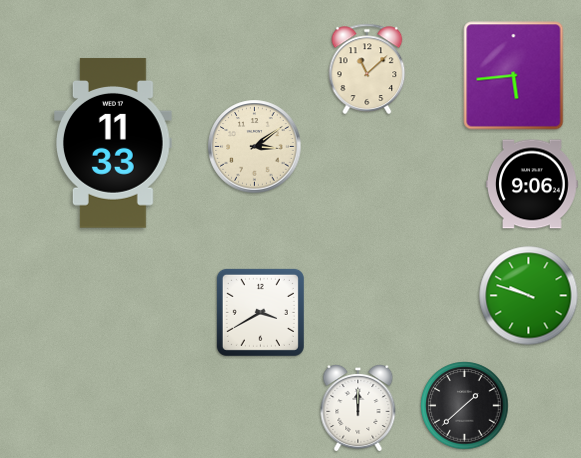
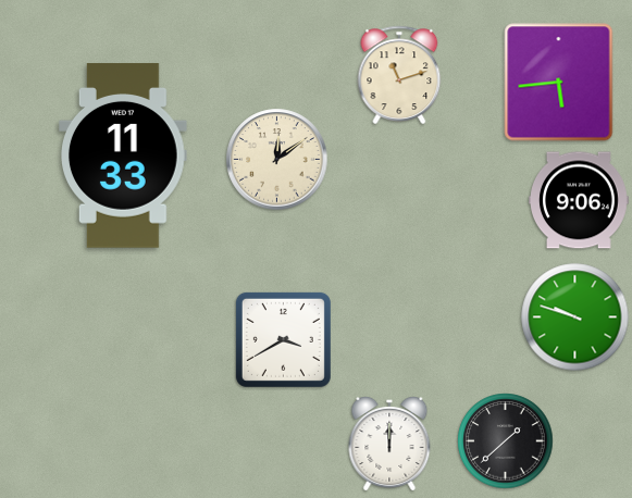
clock at (367, 69): 11:08 -> 11:12
clock at (255, 147): 3:09 -> 12:09
clock at (529, 296) position: (529, 296) -> (575, 318)
